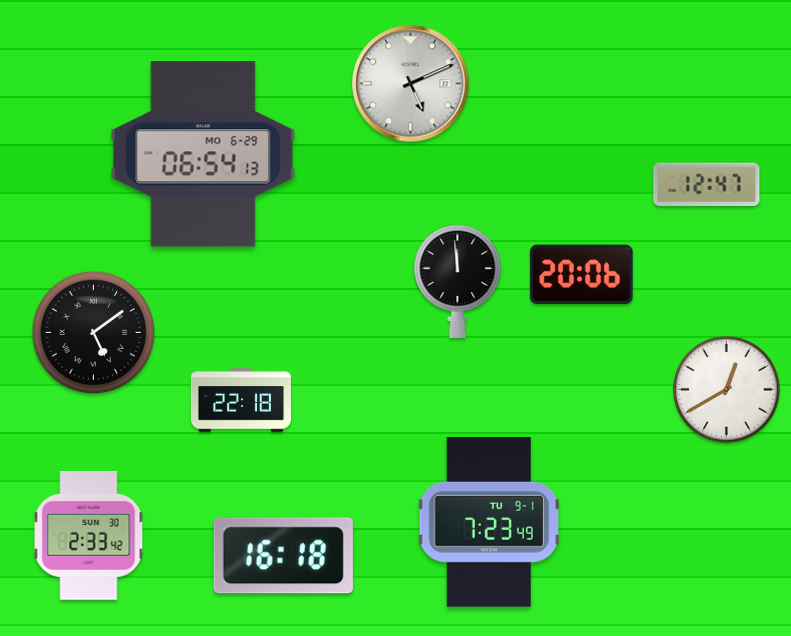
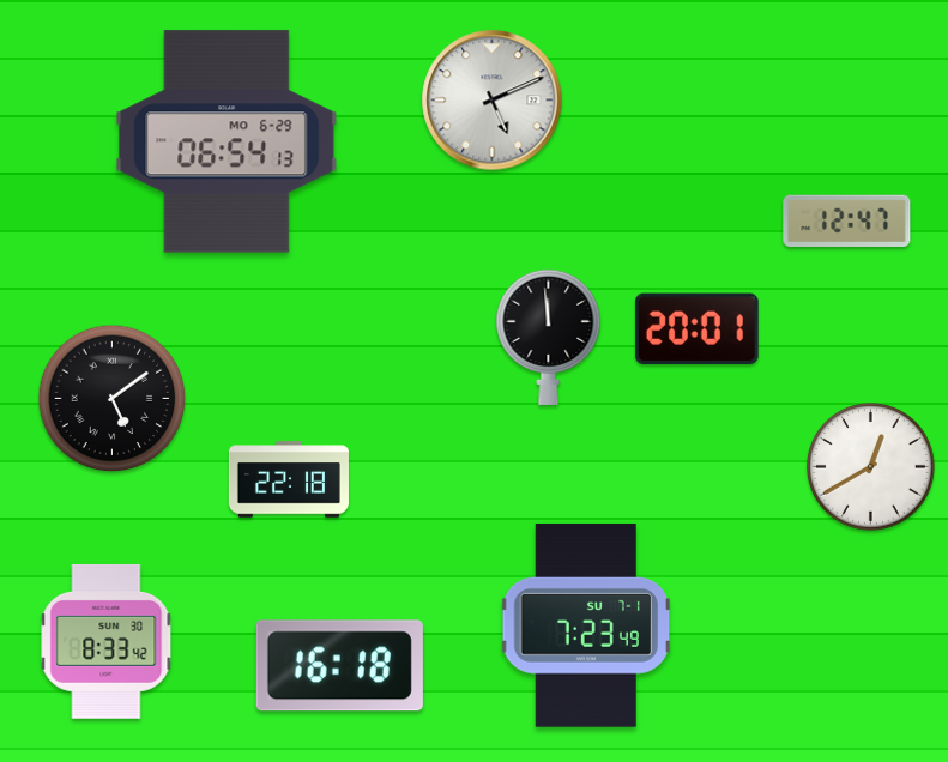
clock at (203, 154) position: (203, 154) -> (227, 141)
clock at (581, 275): 20:06 -> 20:01
clock at (489, 522) date: TU 9-1 -> SU 7-1
clock at (89, 535): 2:33 -> 8:33
